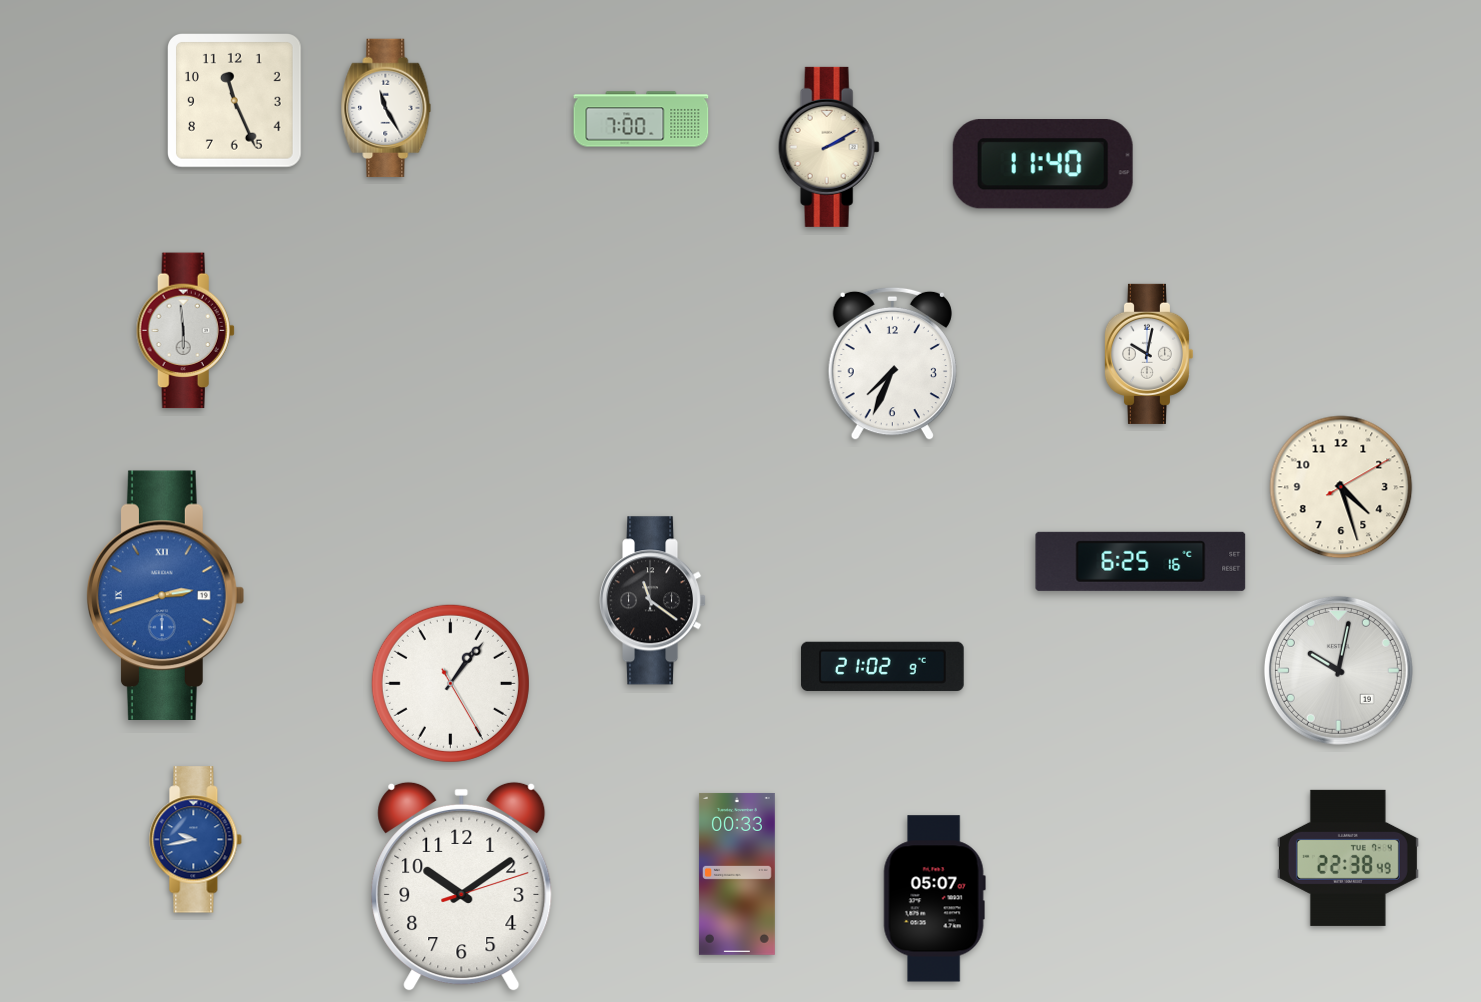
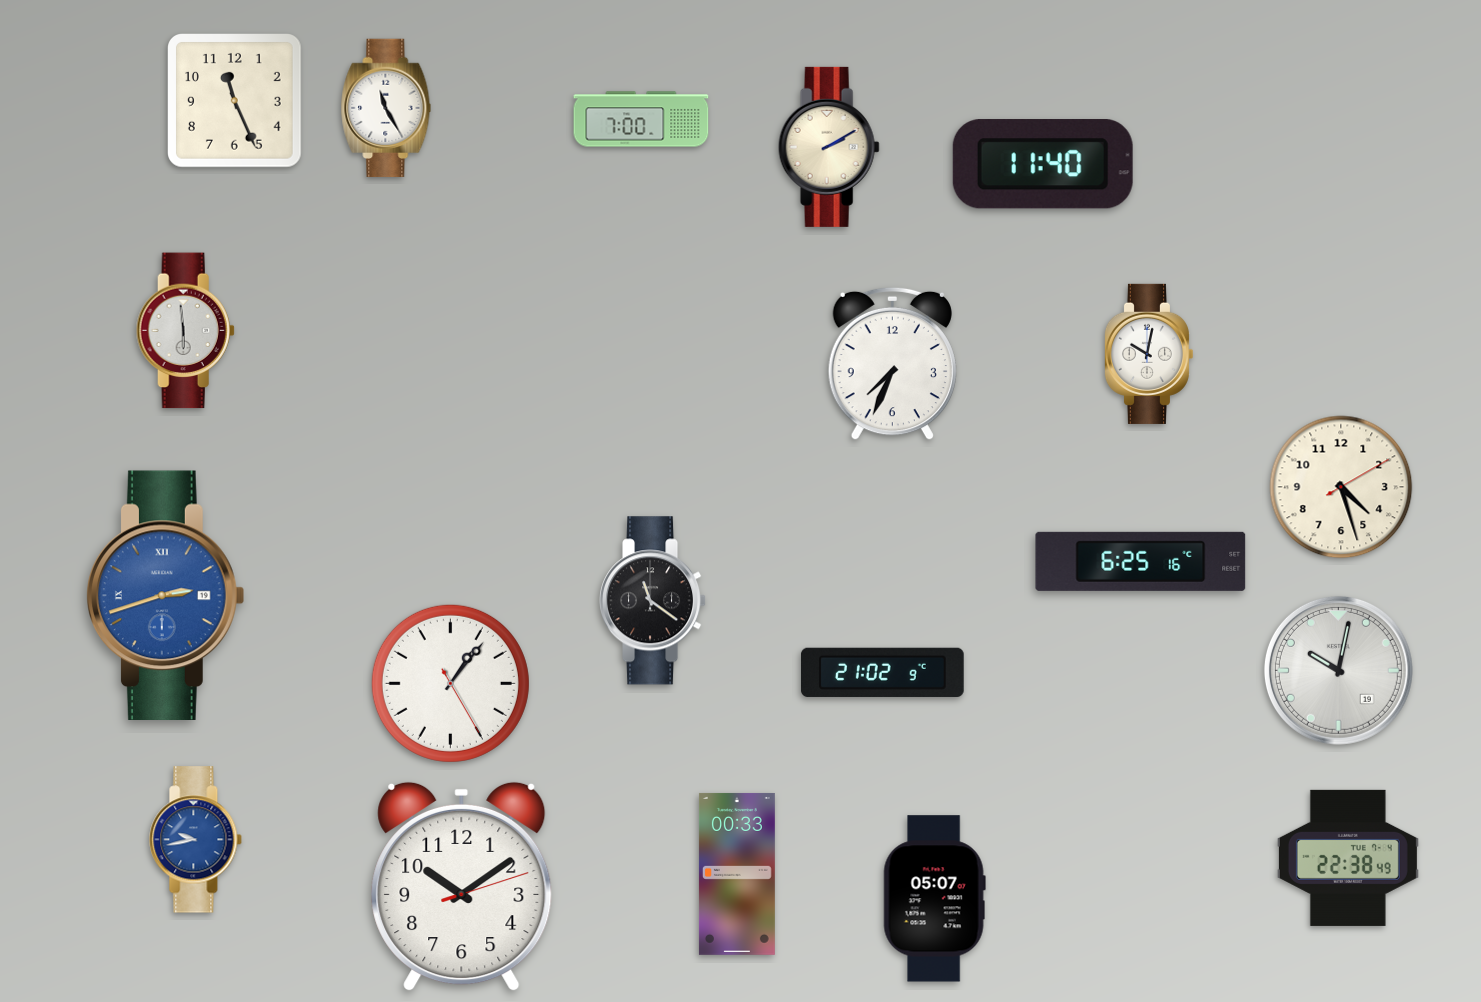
clock at (882, 666) position: (882, 666) -> (882, 672)
